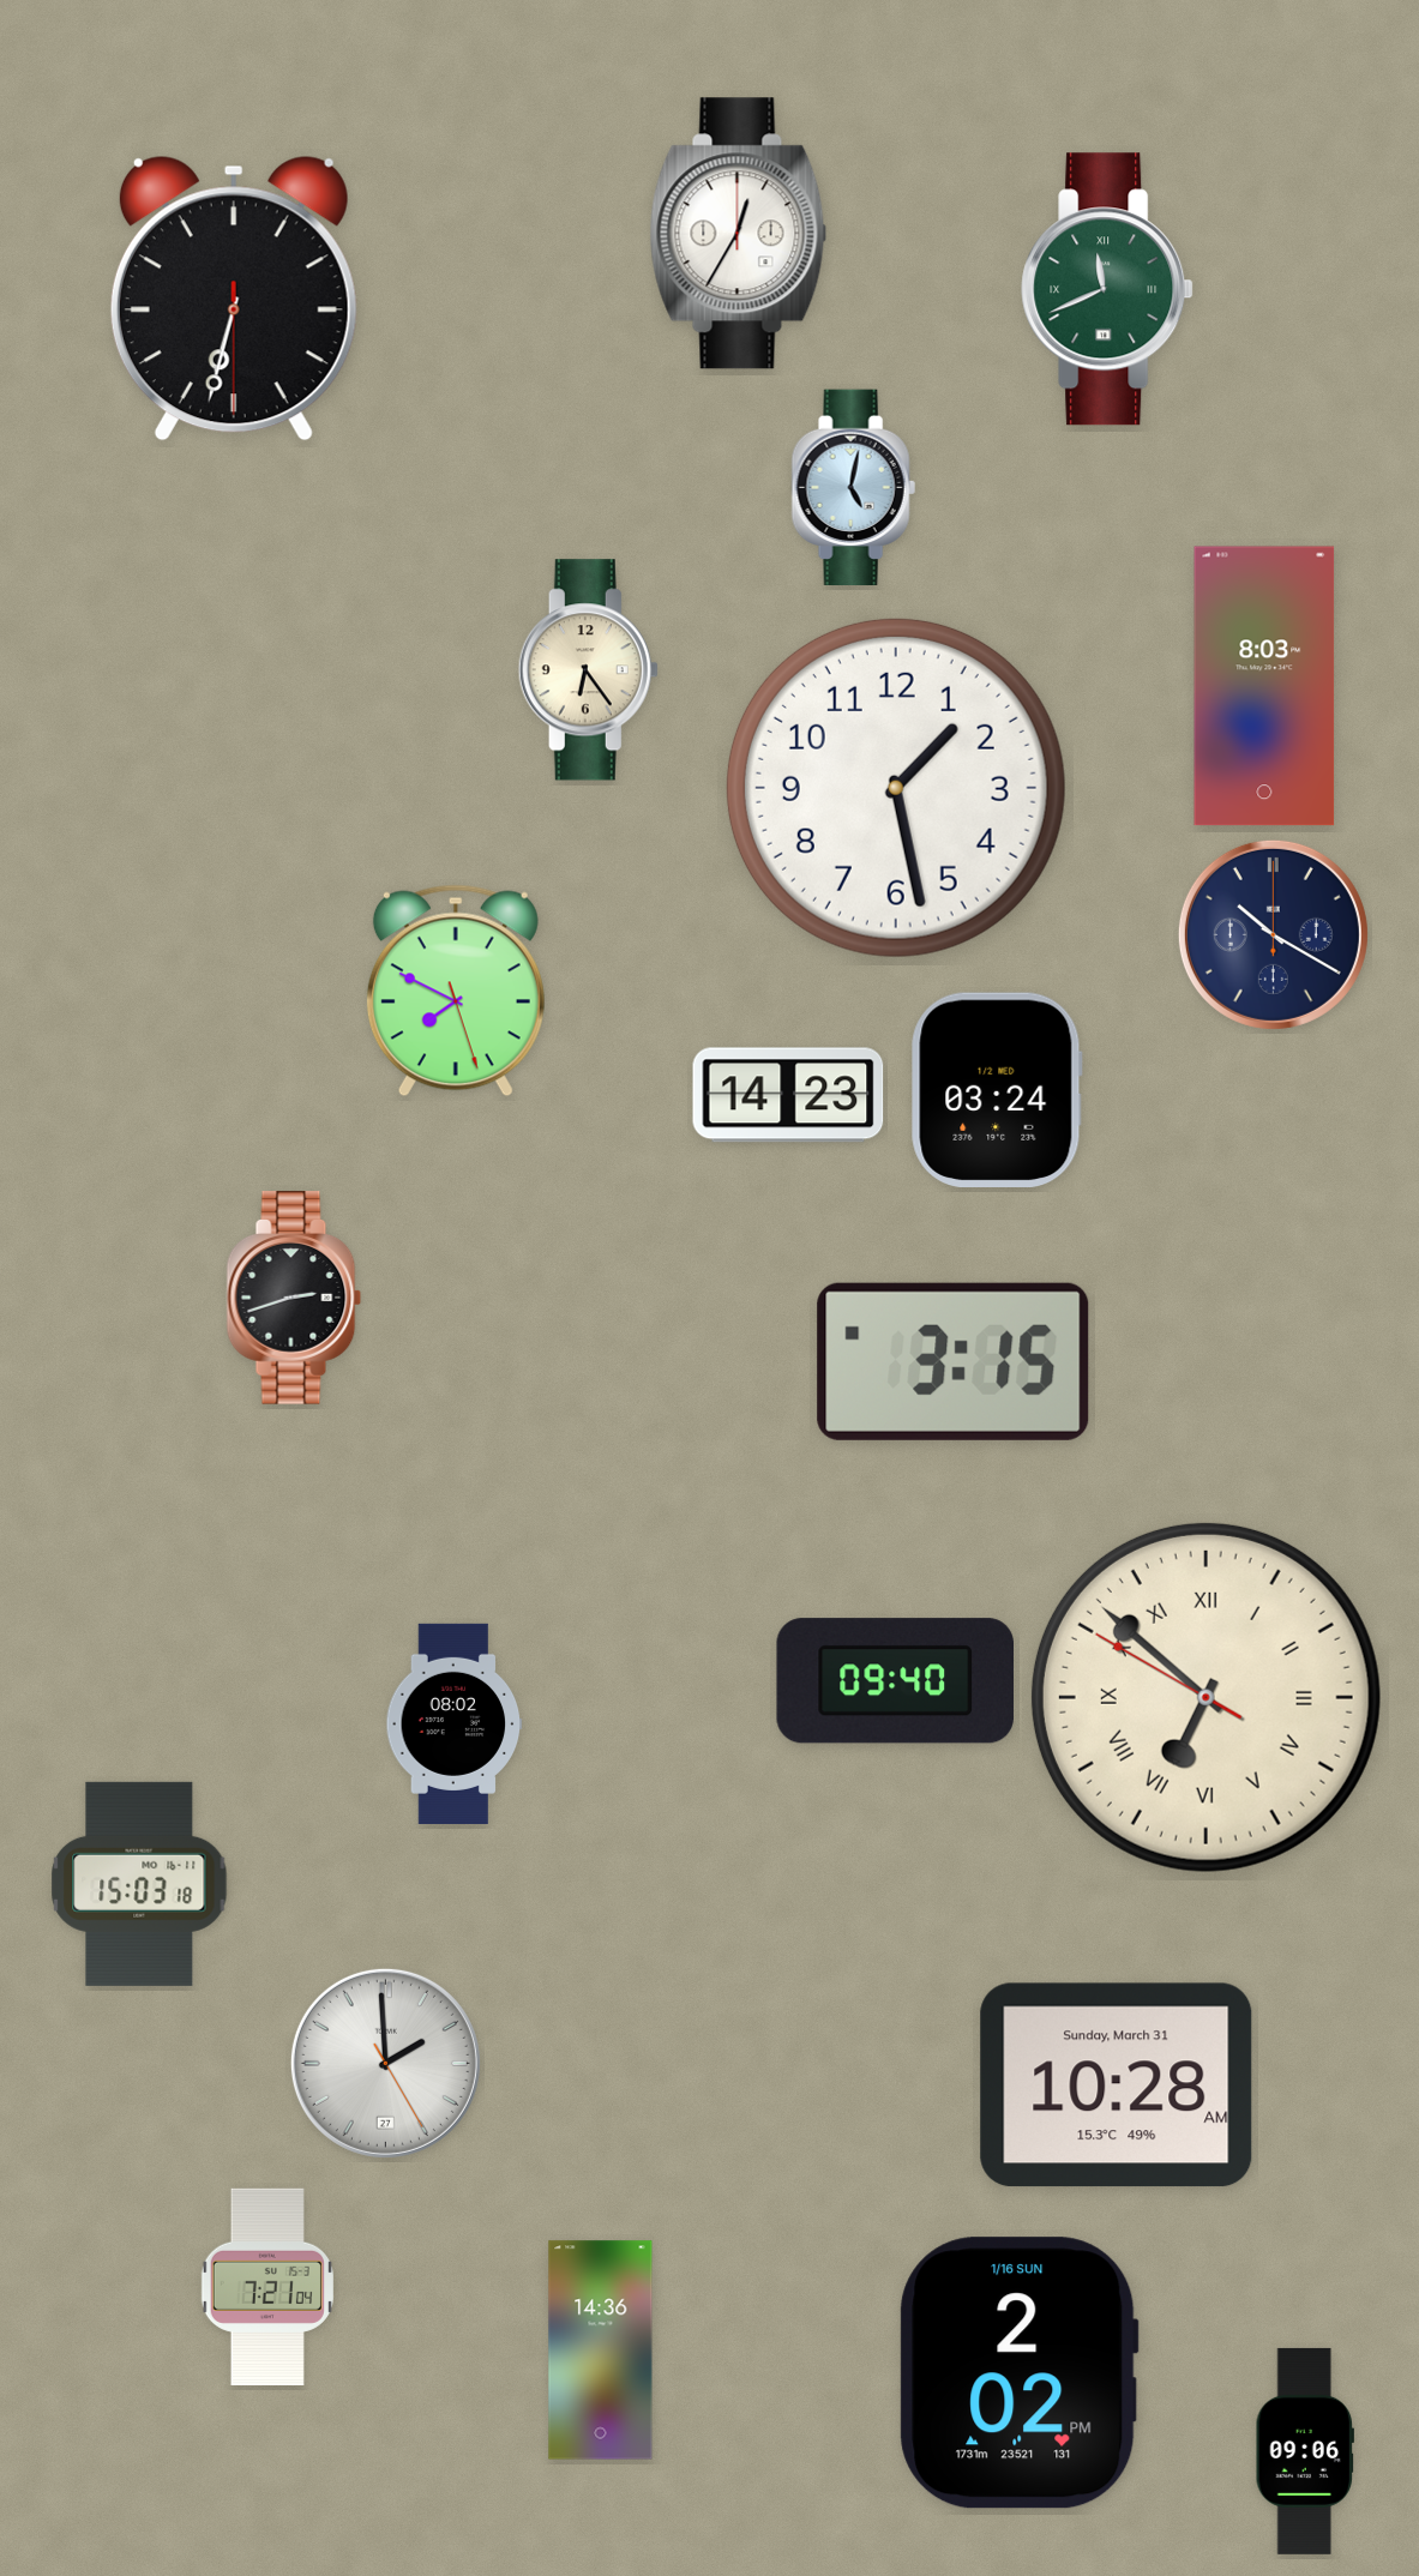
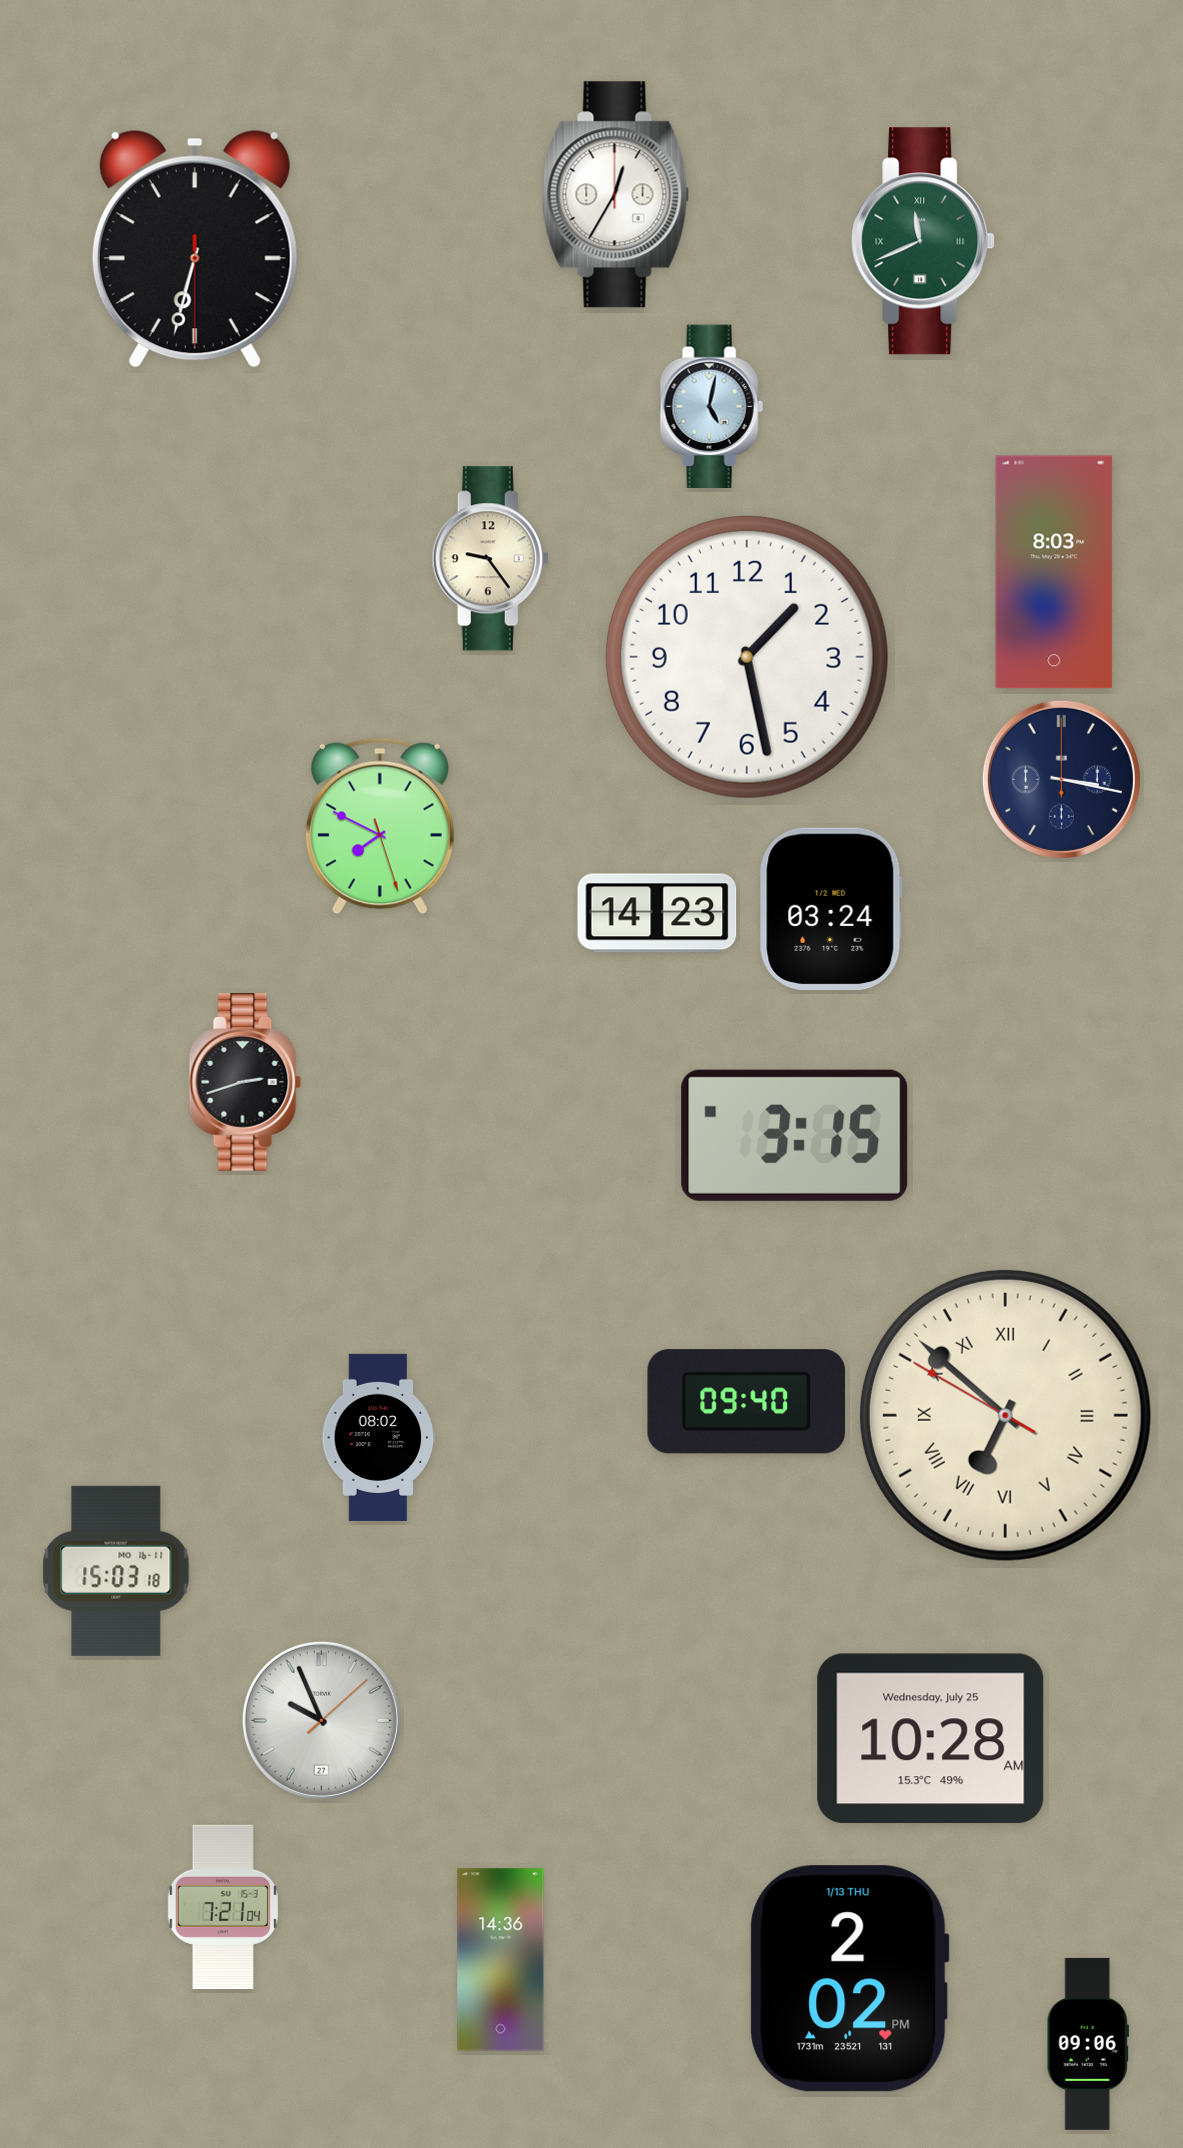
clock at (588, 670): 6:24 -> 9:24
clock at (1273, 934): 10:20 -> 3:17
clock at (385, 2063): 1:59 -> 9:56
clock at (1117, 2086) date: Sunday, March 31 -> Wednesday, July 25
clock at (1020, 2373) date: 1/16 SUN -> 1/13 THU
